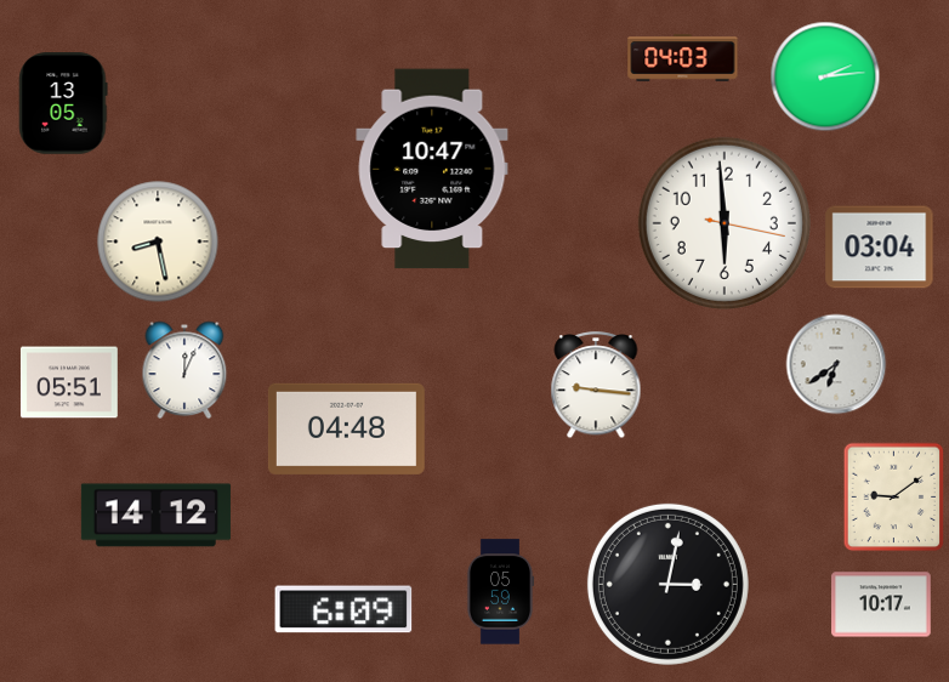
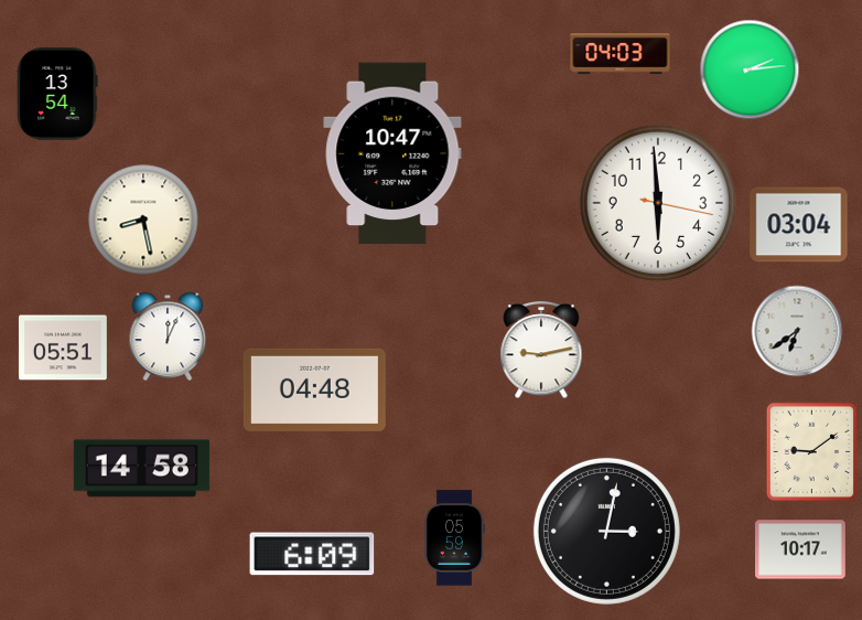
clock at (63, 103): 13:05 -> 13:54
clock at (836, 364) position: (836, 364) -> (797, 331)
clock at (596, 385): 9:16 -> 9:13
clock at (155, 516): 14:12 -> 14:58
